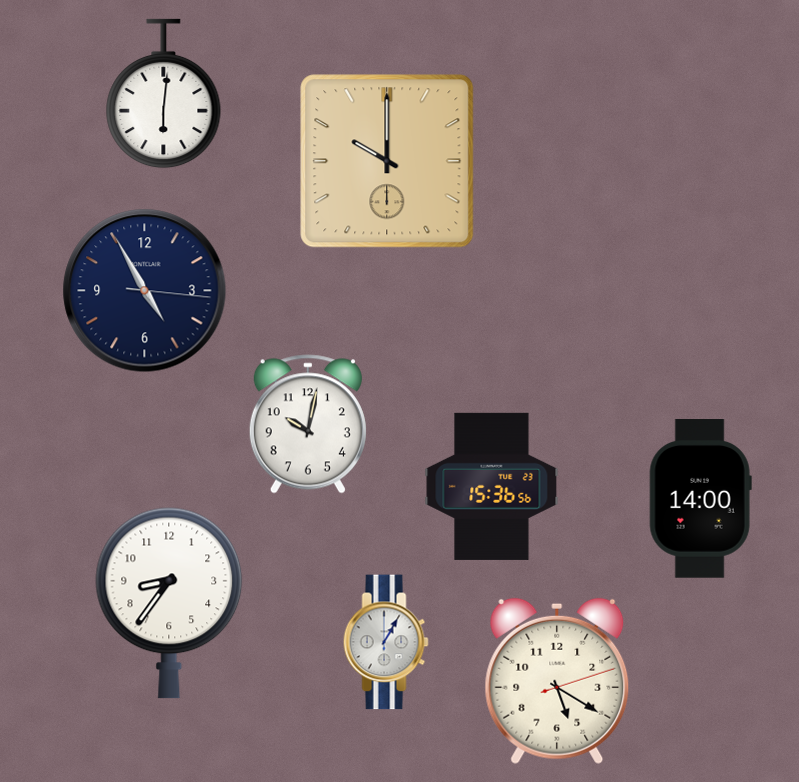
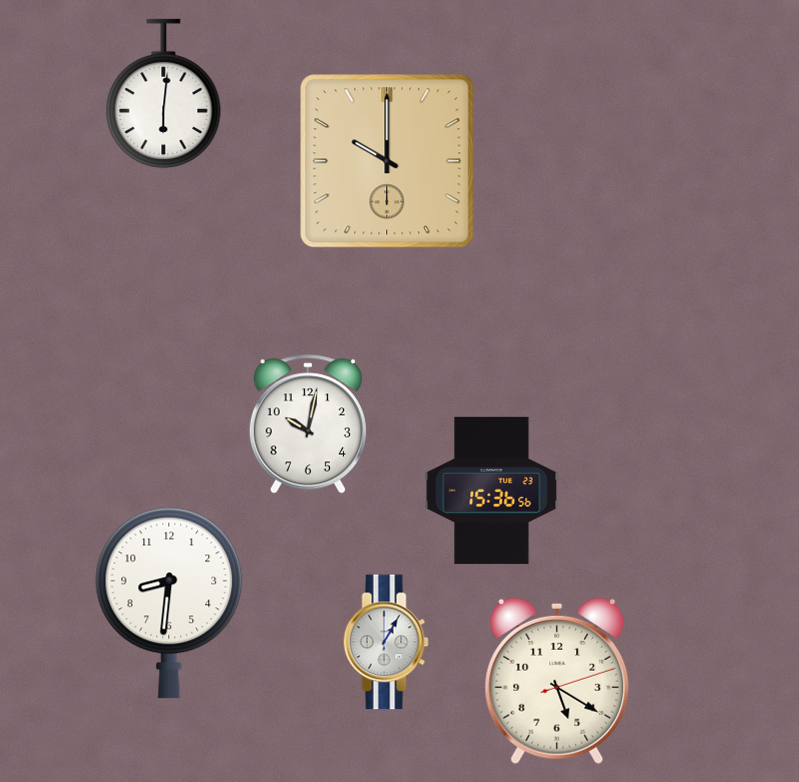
clock at (145, 291): 4:55 -> none
clock at (492, 486) position: (492, 486) -> (492, 490)
clock at (700, 499): 14:00 -> none
clock at (169, 603): 8:36 -> 8:31
